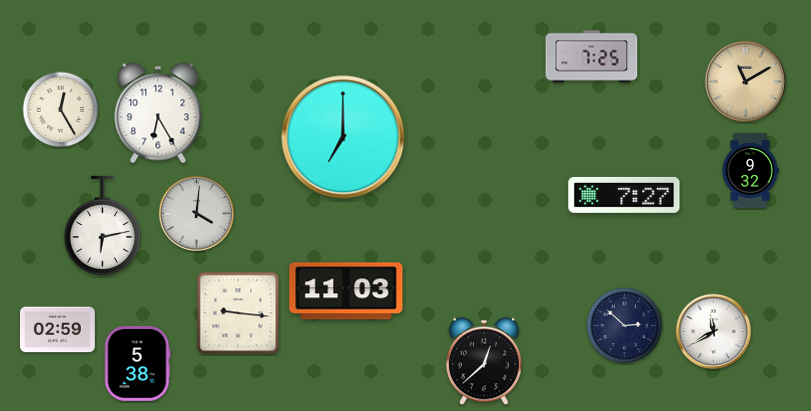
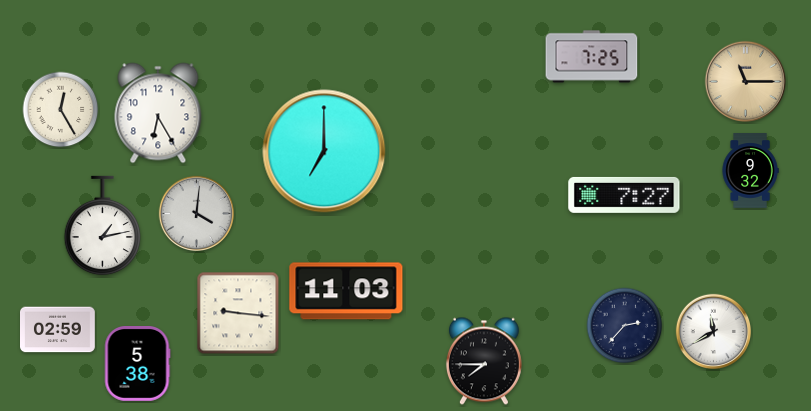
clock at (746, 82): 11:10 -> 11:15
clock at (343, 137) position: (343, 137) -> (324, 151)
clock at (102, 226): 6:13 -> 1:13
clock at (625, 326): 2:52 -> 2:37
clock at (484, 361): 12:38 -> 7:45
